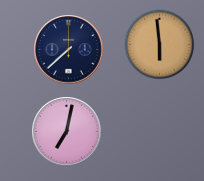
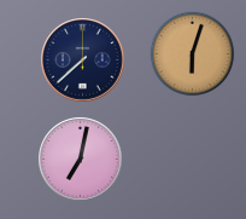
clock at (160, 45): 5:59 -> 6:03
